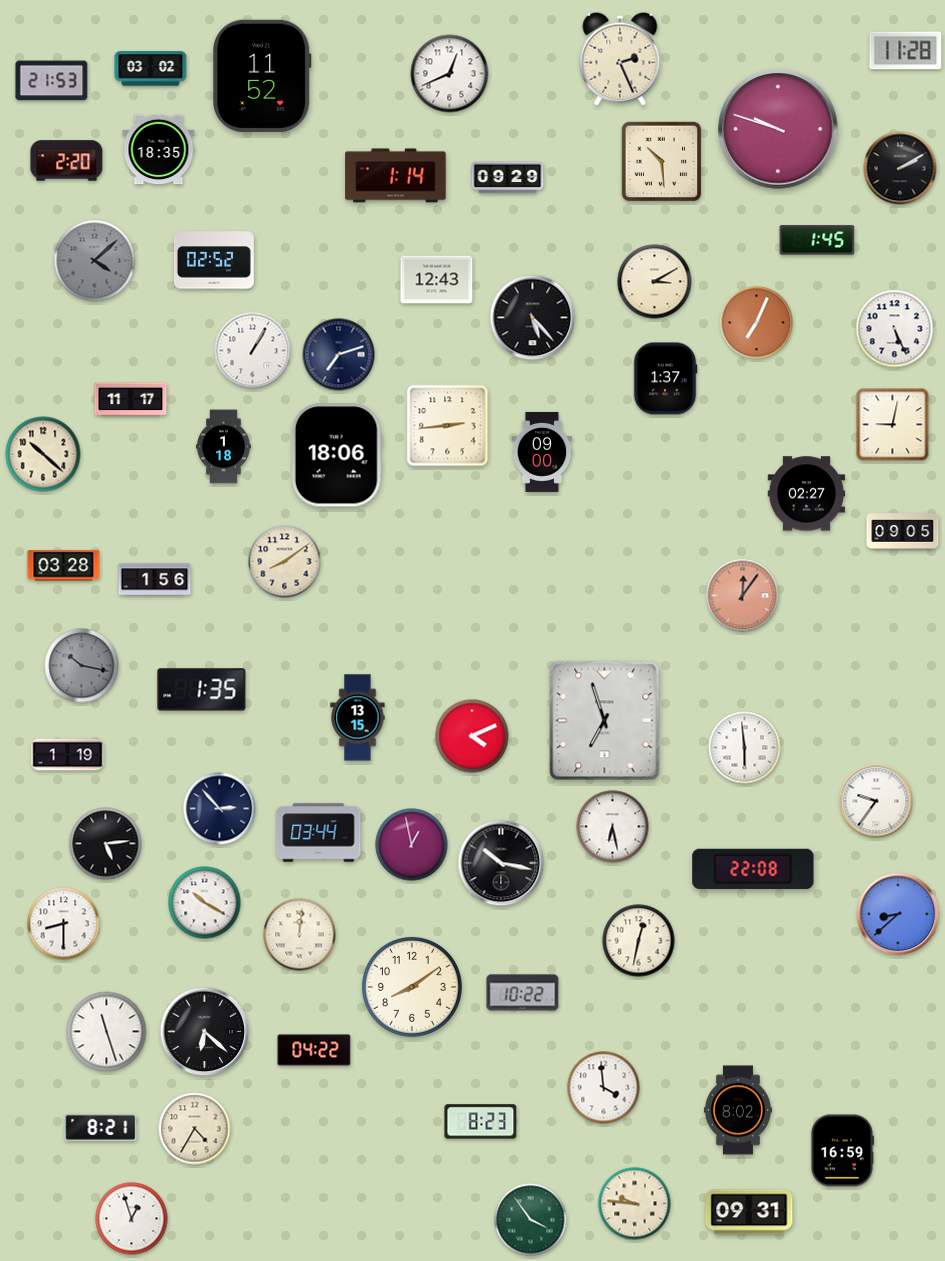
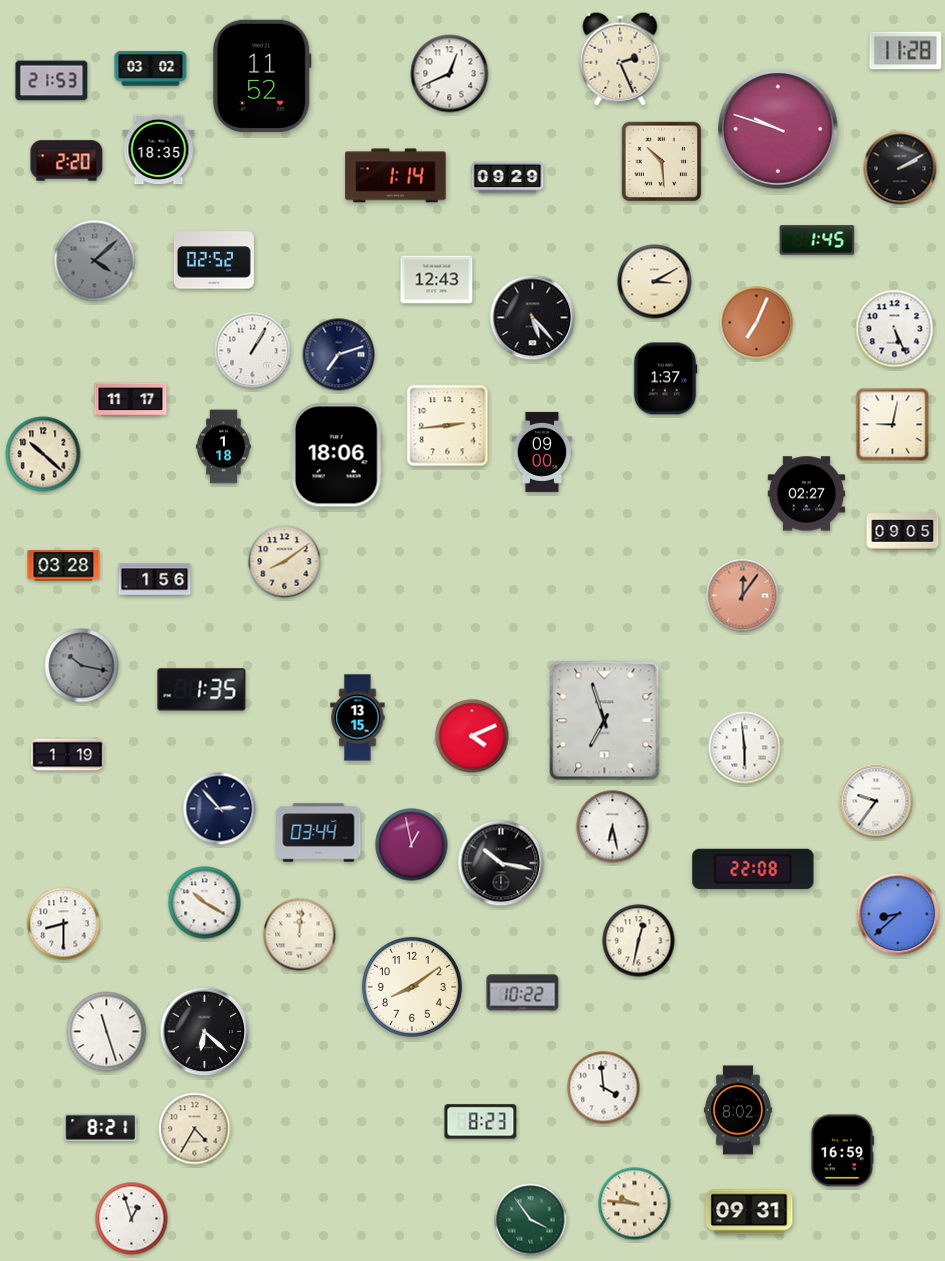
clock at (106, 844): 5:14 -> none
clock at (314, 1050): 04:22 -> none
